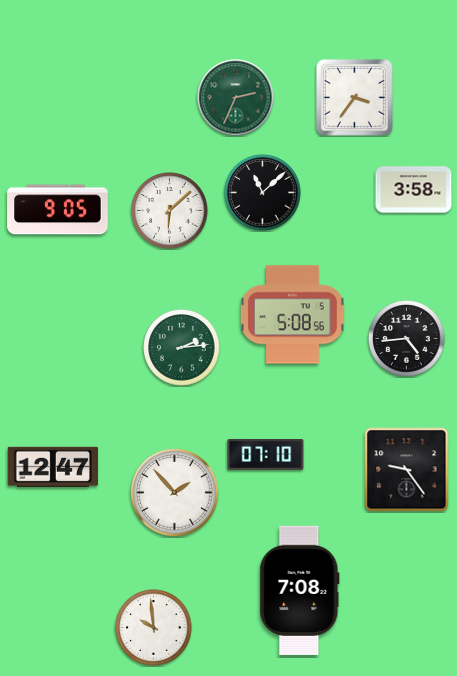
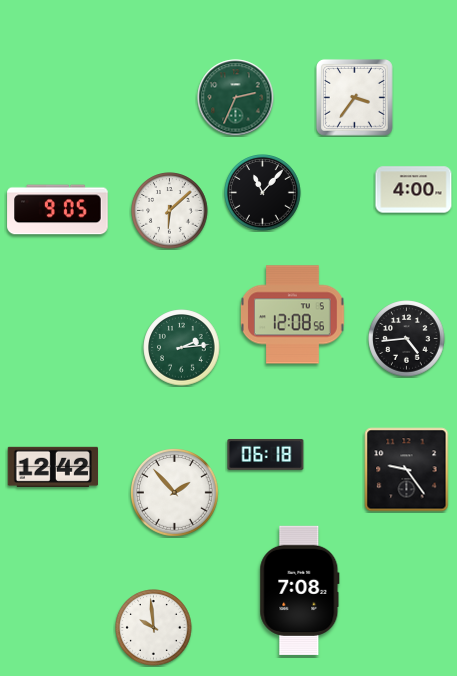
clock at (414, 190): 3:58 -> 4:00
clock at (263, 193): 11:08 -> 11:07
clock at (292, 315): 5:08 -> 12:08
clock at (266, 454): 07:10 -> 06:18
clock at (52, 467): 12:47 -> 12:42
